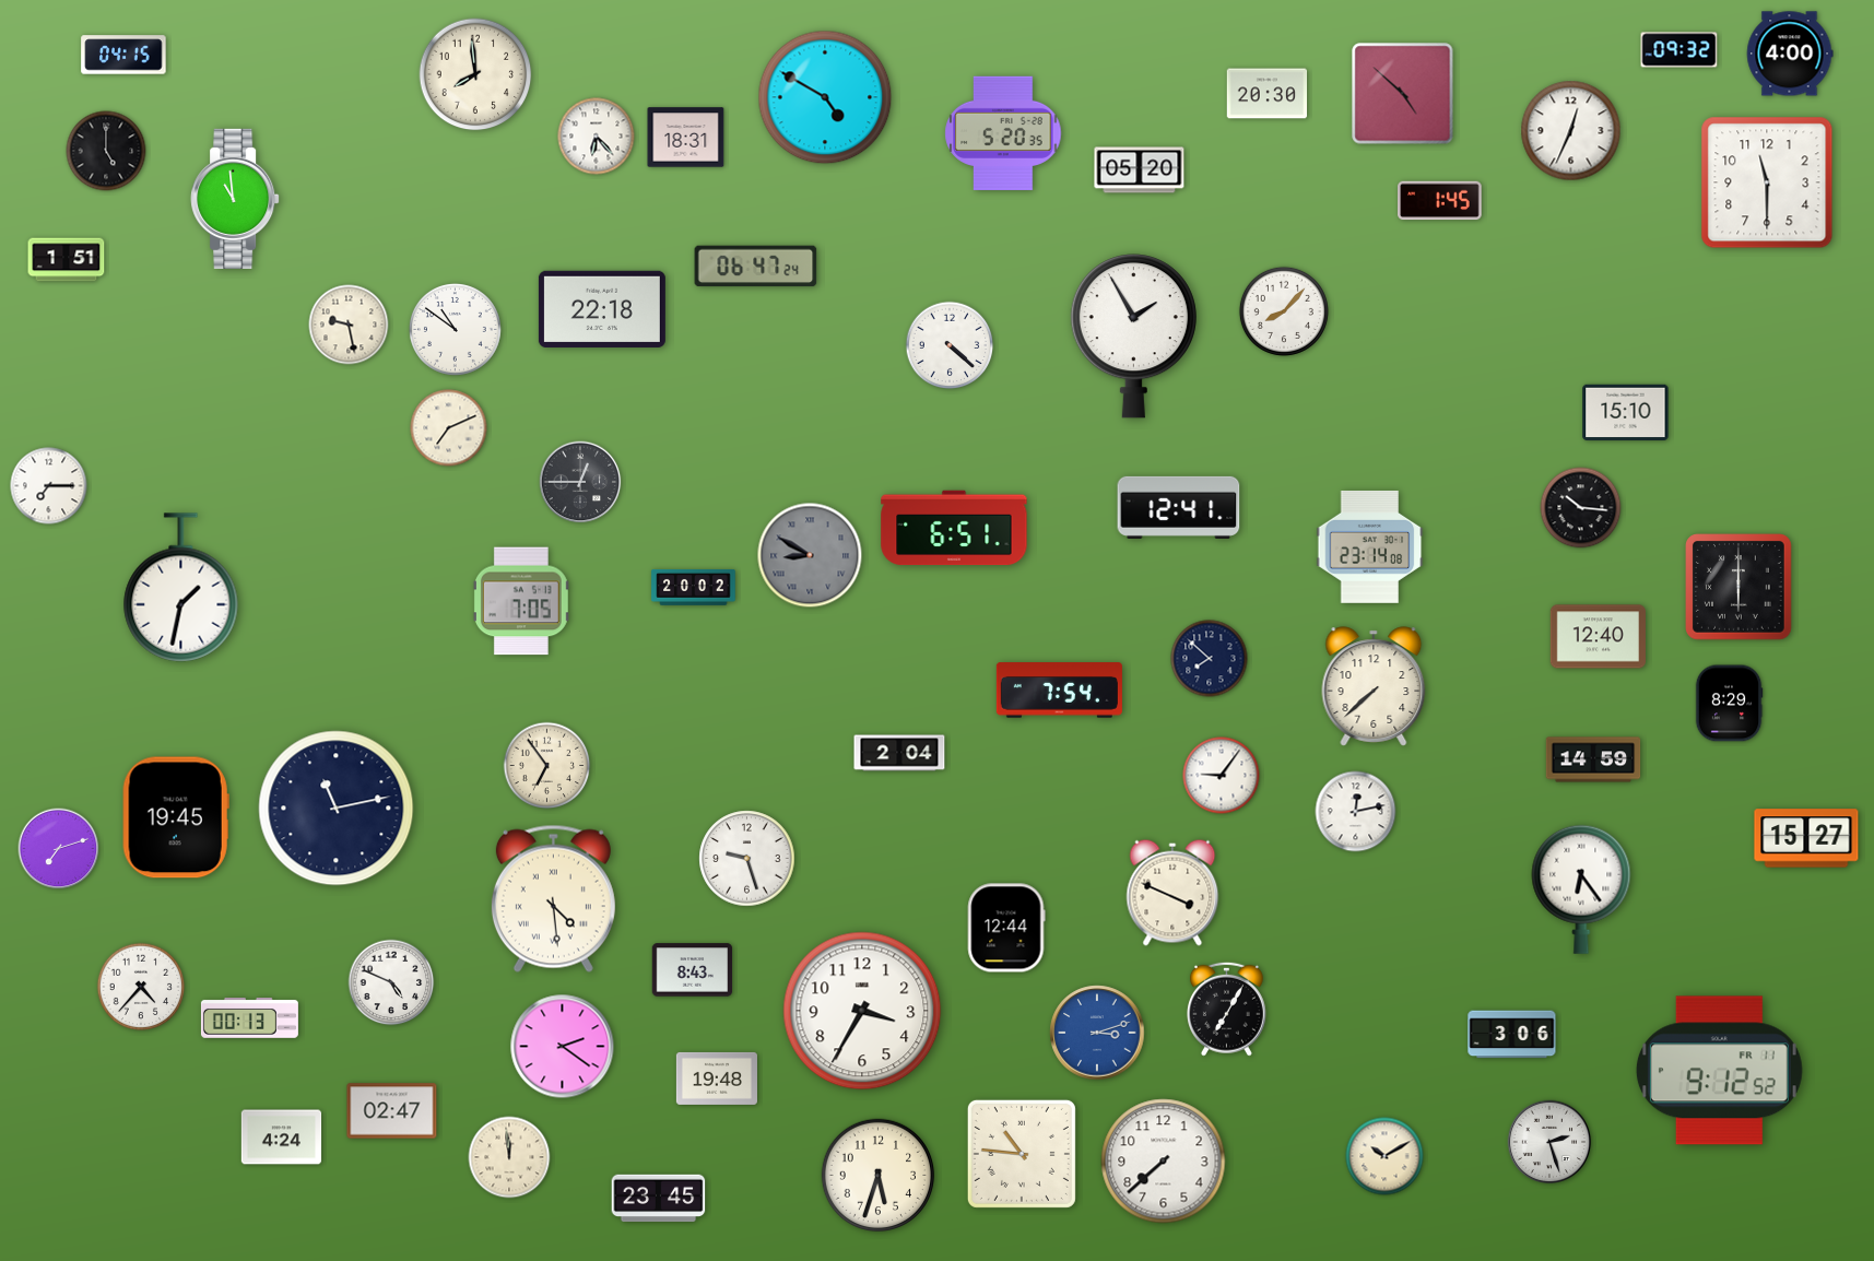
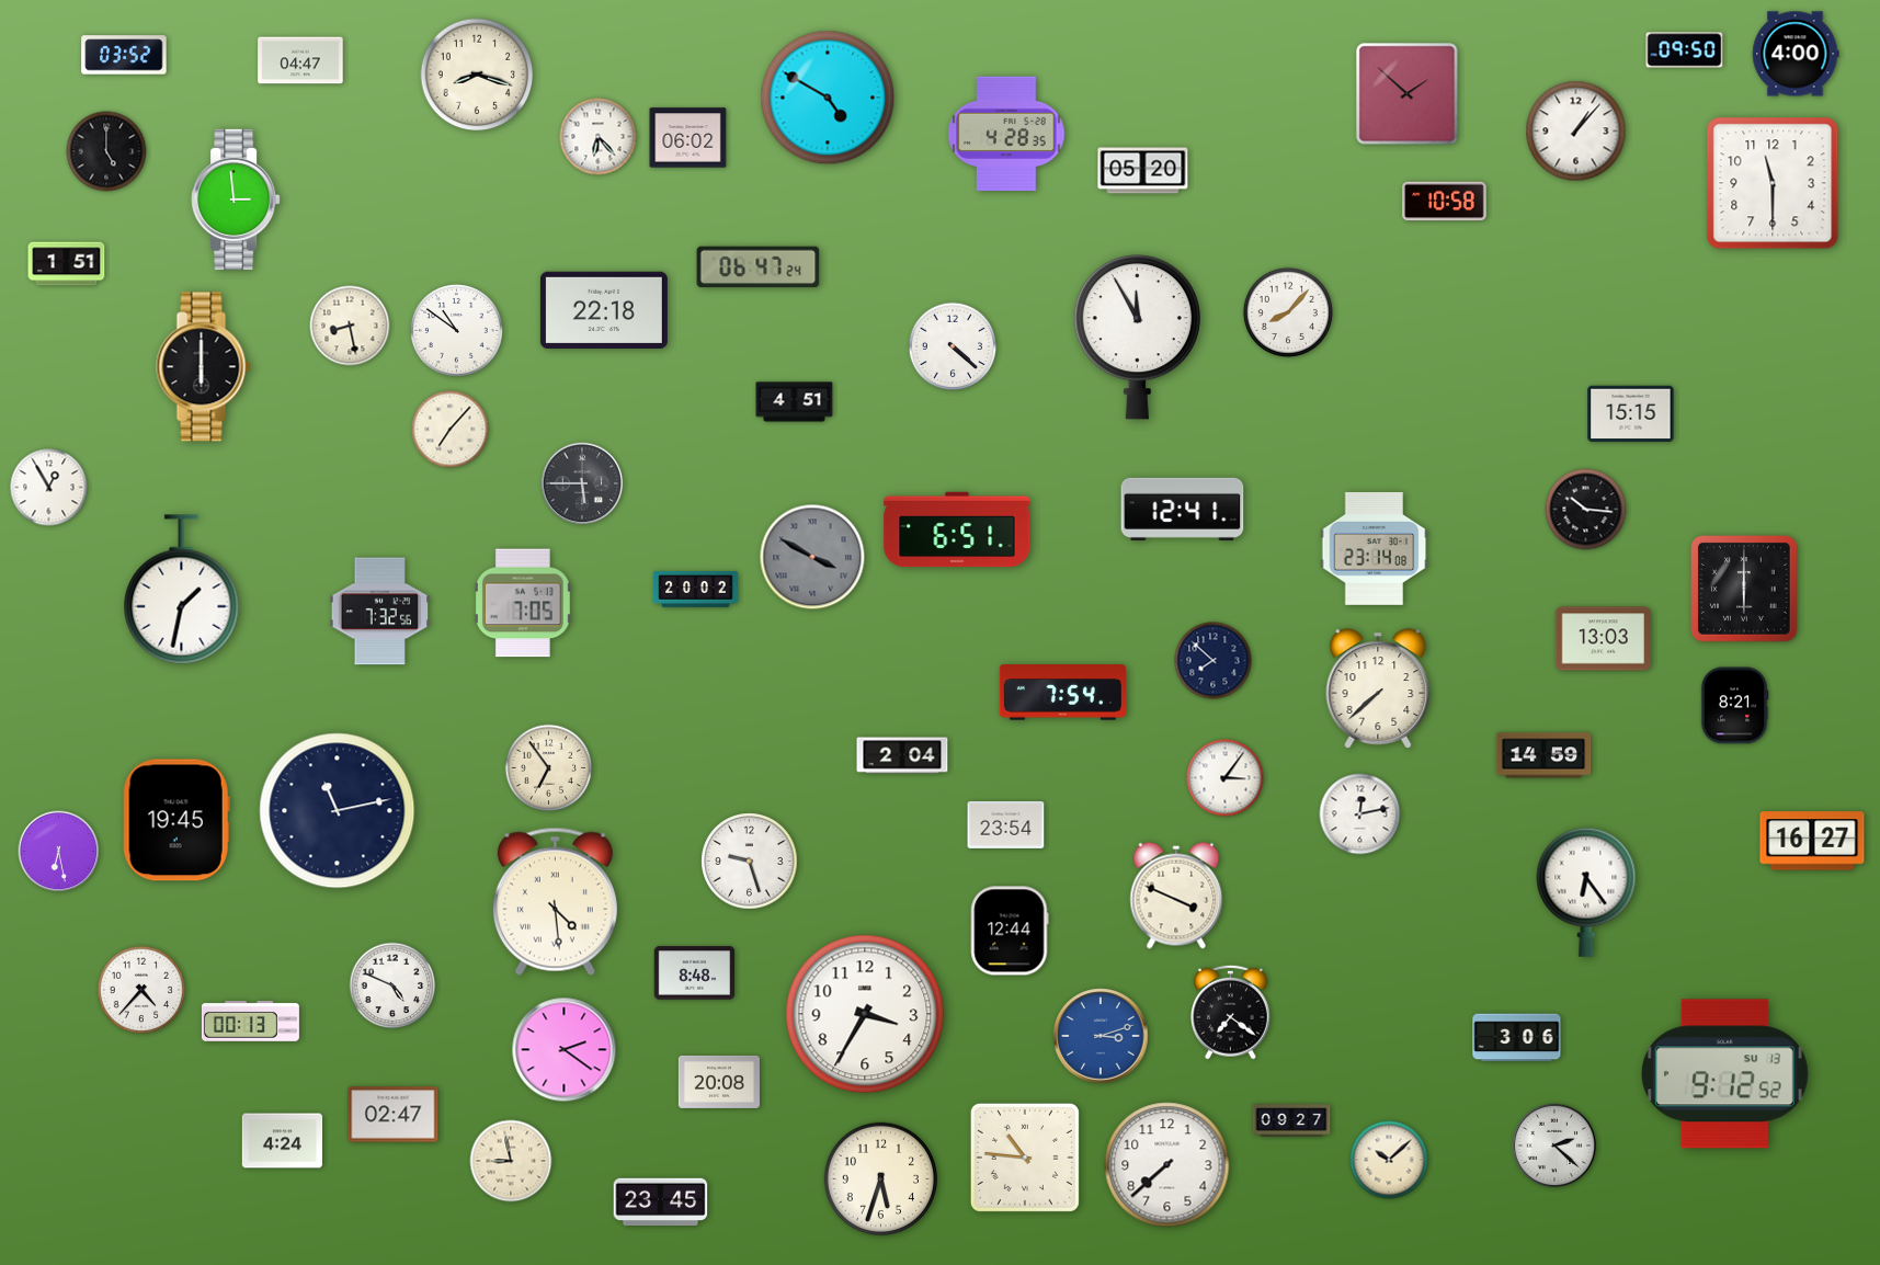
clock at (1679, 50): 09:32 -> 09:50
clock at (123, 55): 04:15 -> 03:52
clock at (300, 60): none -> 04:47
clock at (475, 74): 7:59 -> 8:18
clock at (1268, 94): 20:30 -> none
clock at (1403, 94): 4:52 -> 1:52
clock at (1571, 131): 12:34 -> 1:07
clock at (1003, 133): 5:20 -> 4:28
clock at (686, 138): 18:31 -> 06:02
clock at (235, 199): 10:59 -> 2:59
clock at (1440, 201): 1:45 -> 10:58
clock at (67, 260) position: (67, 260) -> (67, 264)
clock at (349, 325): 9:28 -> 8:28
clock at (1133, 337): 1:55 -> 11:55
clock at (204, 367): none -> 6:00
clock at (795, 402): none -> 4:51
clock at (1626, 413): 15:10 -> 15:15
clock at (449, 428): 7:11 -> 7:07
clock at (580, 482): 12:45 -> 5:45
clock at (49, 486): 7:15 -> 12:55
clock at (810, 555): 8:50 -> 3:50
clock at (380, 612): none -> 7:32
clock at (1598, 637): 12:40 -> 13:03
clock at (1729, 704): 8:29 -> 8:21
clock at (1593, 759) position: (1593, 759) -> (1543, 755)
clock at (1222, 776): 9:06 -> 3:06
clock at (1006, 824): none -> 23:54
clock at (1806, 838): 15:27 -> 16:27
clock at (59, 849): 7:12 -> 6:28
clock at (693, 970): 8:43 -> 8:48
clock at (1226, 1009): 7:05 -> 7:21
clock at (1719, 1071) date: FR 11 -> SU 13
clock at (717, 1079): 19:48 -> 20:08
clock at (1291, 1120): none -> 09:27
clock at (1549, 1142): 2:27 -> 2:22
clock at (1384, 1156): 10:10 -> 10:08
clock at (509, 1157): 11:59 -> 8:58
